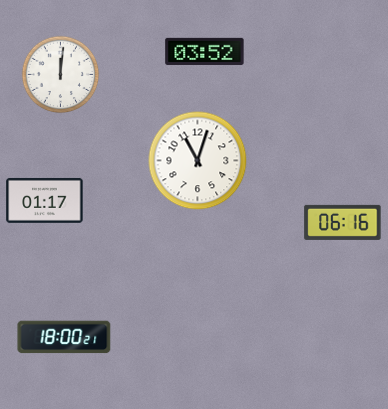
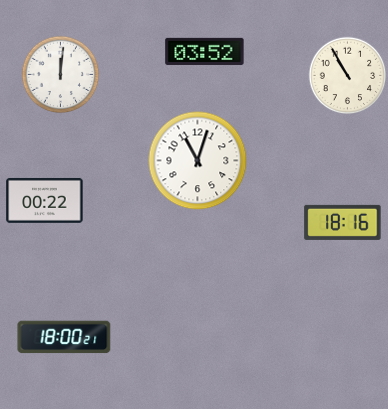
clock at (347, 75): none -> 10:55
clock at (45, 200): 01:17 -> 00:22
clock at (343, 222): 06:16 -> 18:16
